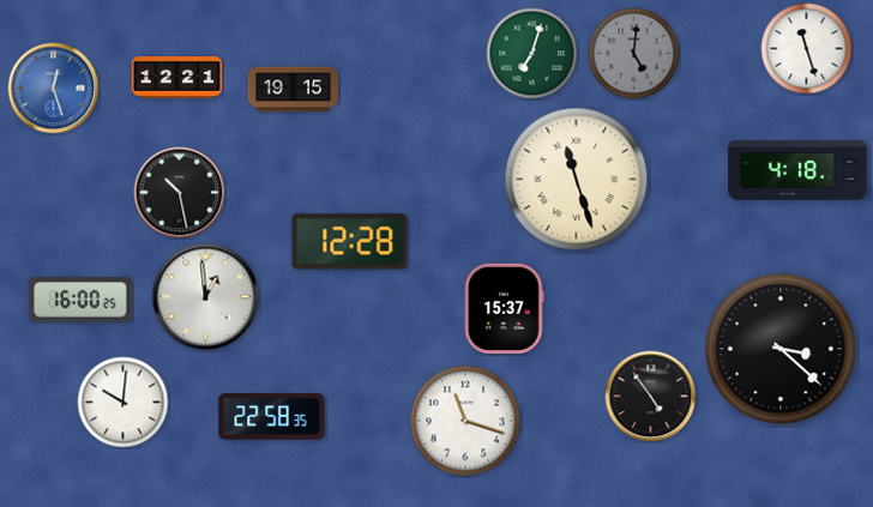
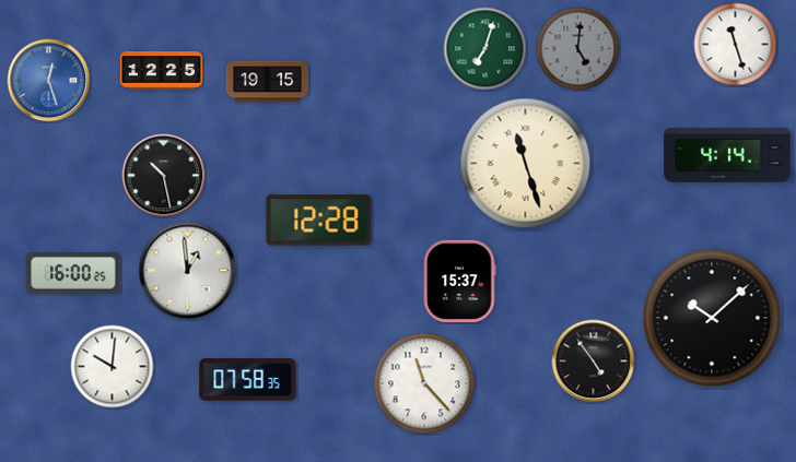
clock at (177, 78): 12:21 -> 12:25
clock at (797, 171): 4:18 -> 4:14
clock at (781, 349): 3:22 -> 10:08
clock at (272, 417): 22:58 -> 07:58
clock at (465, 421): 11:18 -> 11:23
